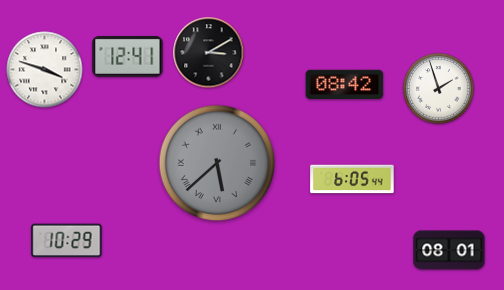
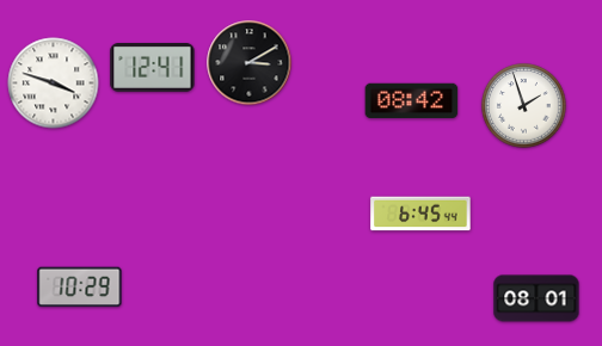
clock at (217, 163): 5:38 -> none
clock at (352, 179): 6:05 -> 6:45
